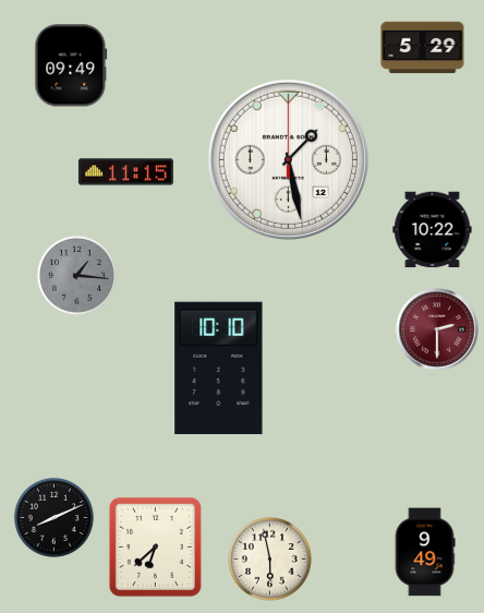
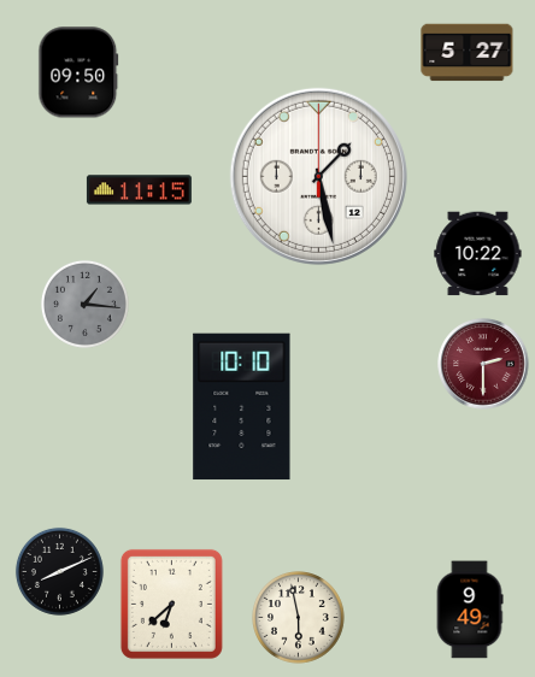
clock at (423, 48): 5:29 -> 5:27
clock at (71, 65): 09:49 -> 09:50
